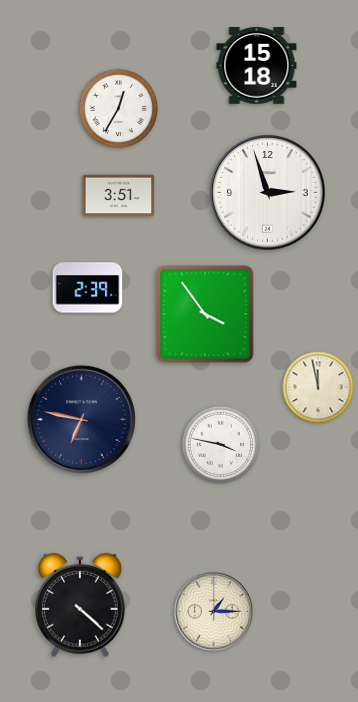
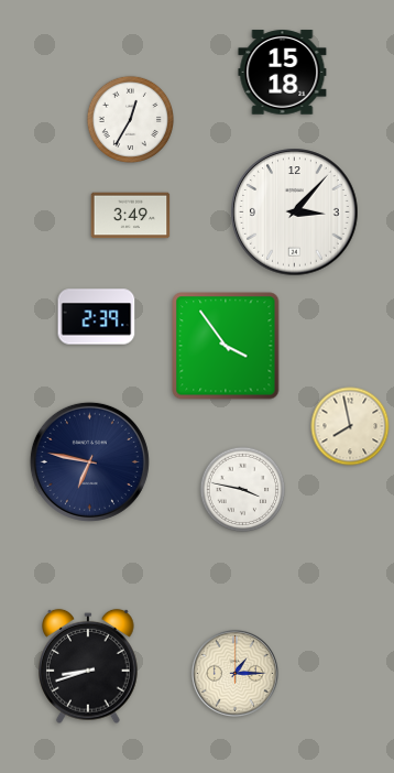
clock at (268, 193): 2:57 -> 3:07
clock at (119, 196): 3:51 -> 3:49
clock at (318, 387): 11:58 -> 7:58
clock at (81, 605): 4:22 -> 8:42
